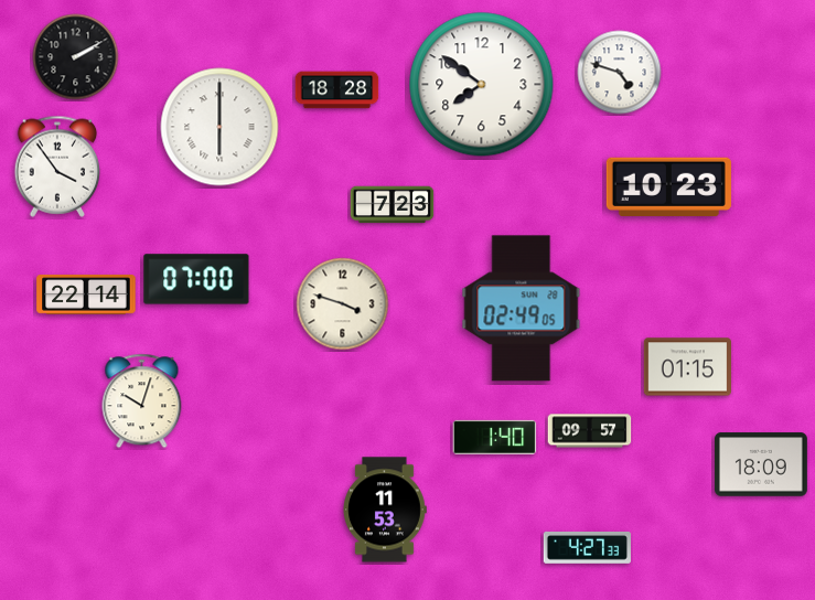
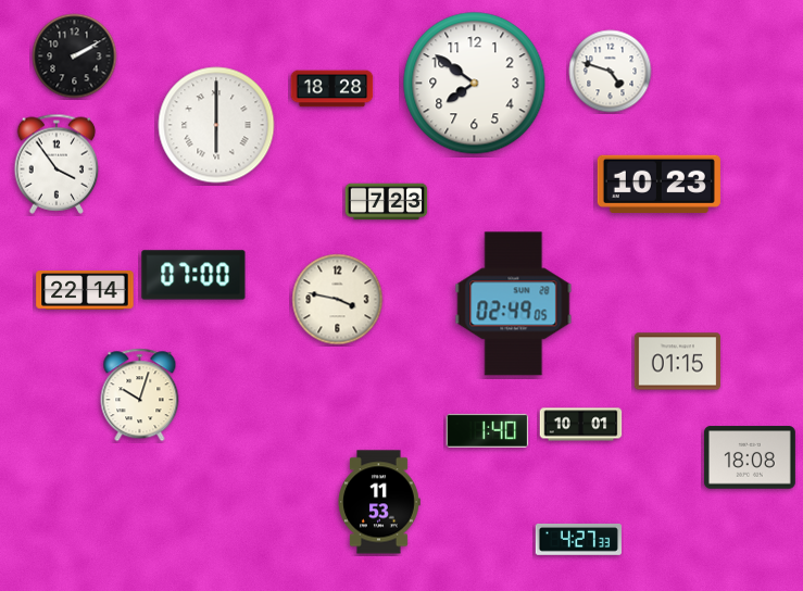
clock at (343, 304): 3:48 -> 3:47
clock at (590, 431): 09:57 -> 10:01
clock at (761, 464): 18:09 -> 18:08
